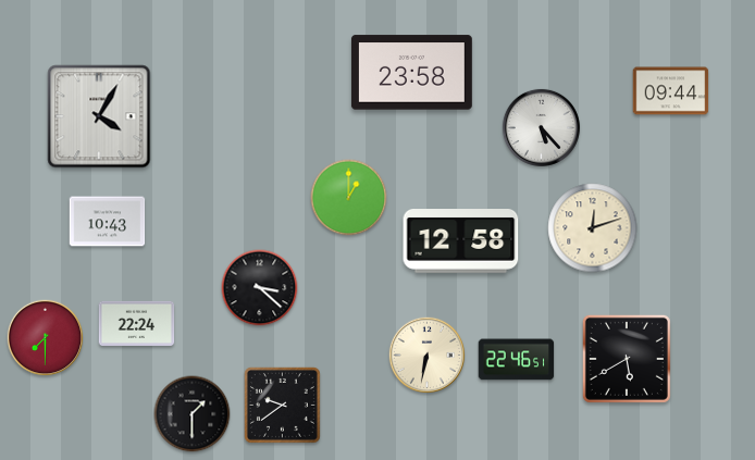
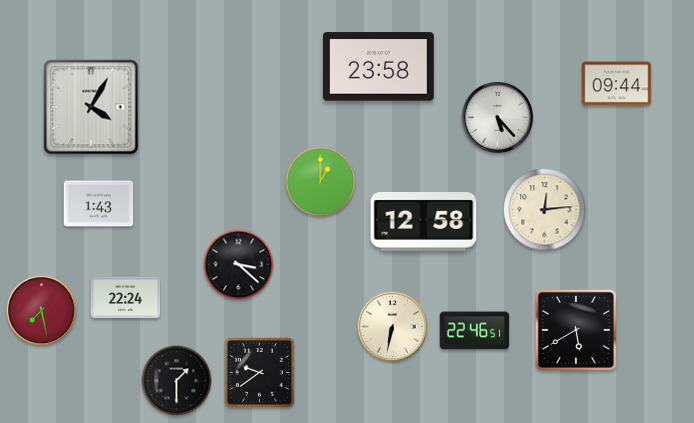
clock at (108, 222): 10:43 -> 1:43
clock at (593, 228): 12:12 -> 12:14
clock at (45, 337): 7:30 -> 7:28
